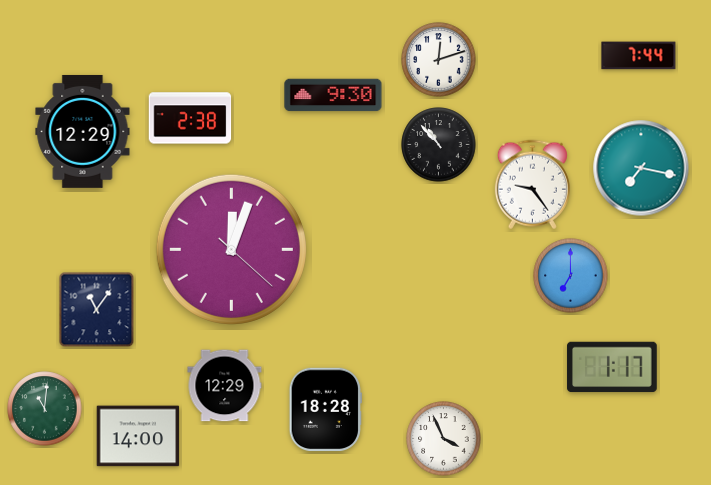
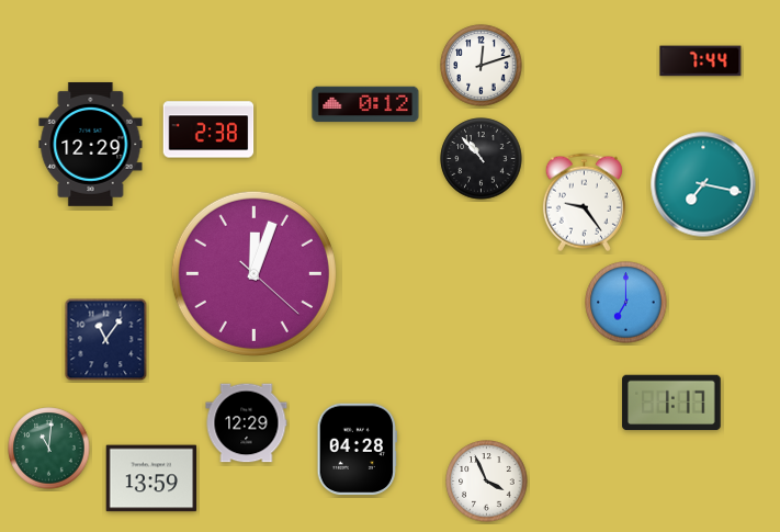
clock at (333, 95): 9:30 -> 0:12
clock at (325, 410): 18:28 -> 04:28
clock at (138, 436): 14:00 -> 13:59
